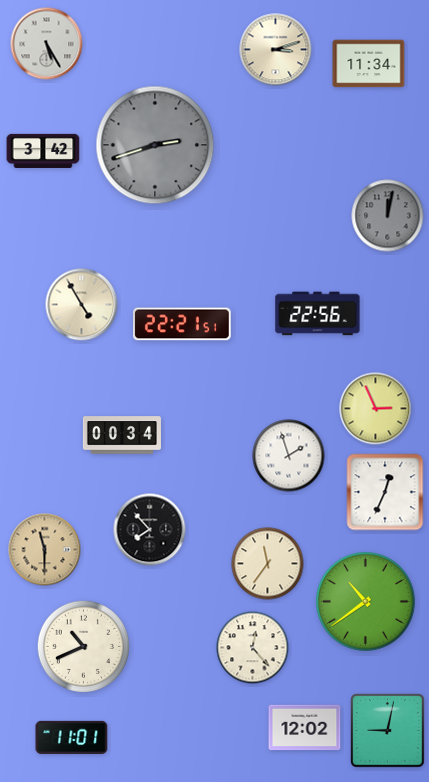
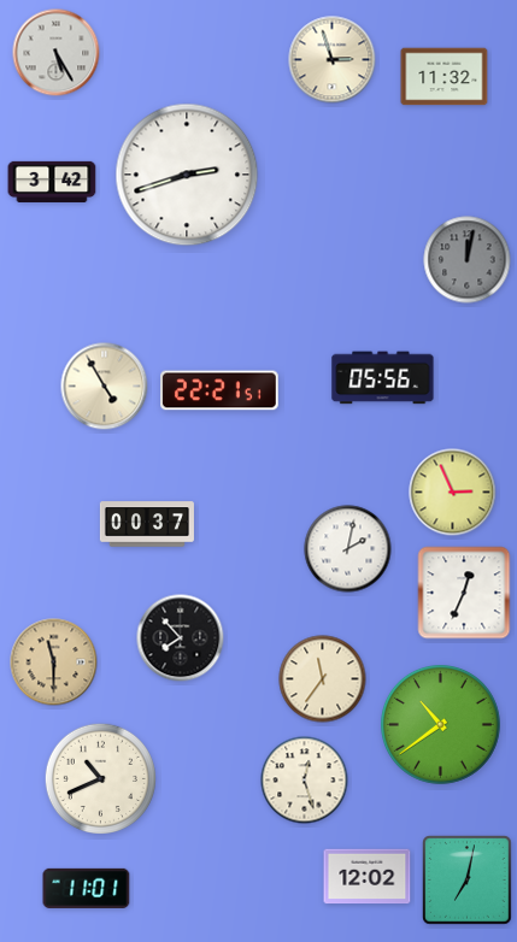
clock at (276, 50): 3:12 -> 2:57
clock at (369, 64): 11:34 -> 11:32
clock at (155, 145) dial: grey -> white
clock at (82, 305) position: (82, 305) -> (105, 387)
clock at (318, 314): 22:56 -> 05:56
clock at (122, 435): 00:34 -> 00:37
clock at (289, 456): 1:57 -> 2:02
clock at (253, 648): 12:23 -> 12:27
clock at (388, 731): 9:02 -> 7:02
